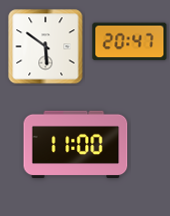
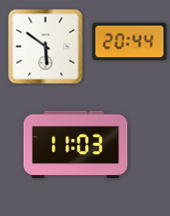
clock at (130, 42): 20:47 -> 20:44
clock at (76, 145): 11:00 -> 11:03
